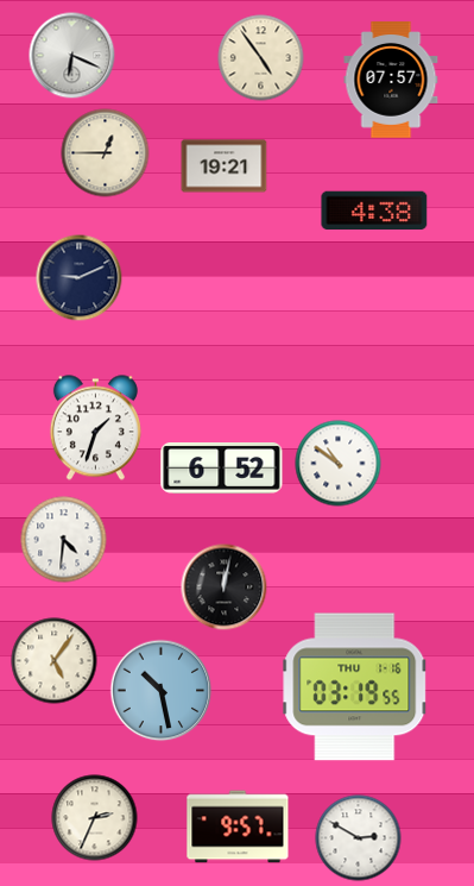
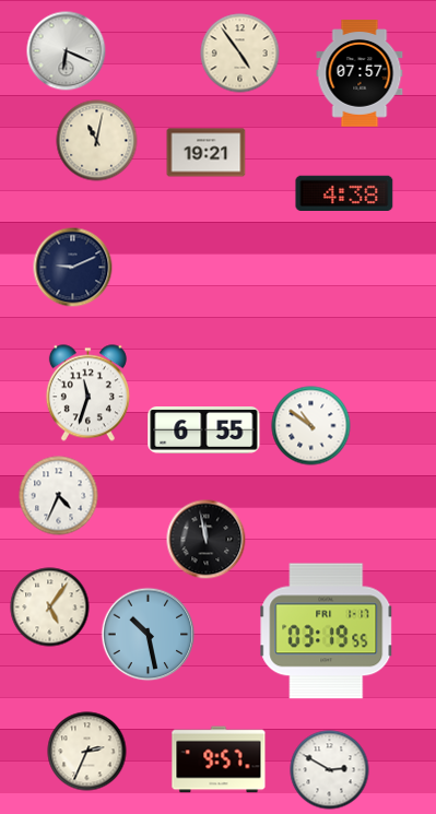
clock at (106, 153): 12:45 -> 11:02
clock at (80, 278) position: (80, 278) -> (73, 268)
clock at (95, 428): 1:33 -> 11:33
clock at (222, 469): 6:52 -> 6:55
clock at (64, 540): 4:31 -> 4:34
clock at (225, 587): 12:02 -> 11:58
clock at (355, 687) date: THU 1-16 -> FRI 1-17
